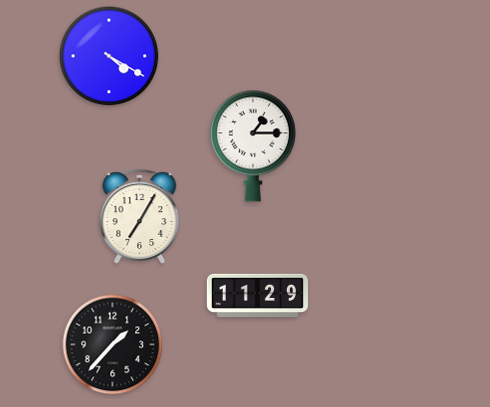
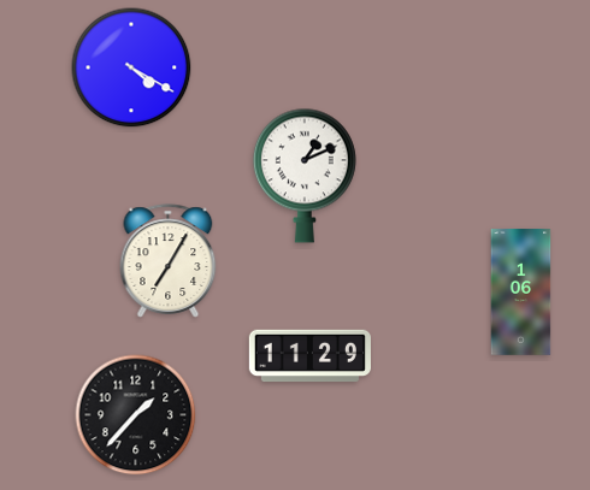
clock at (253, 146): 1:15 -> 1:11
clock at (521, 293): none -> 1:06
